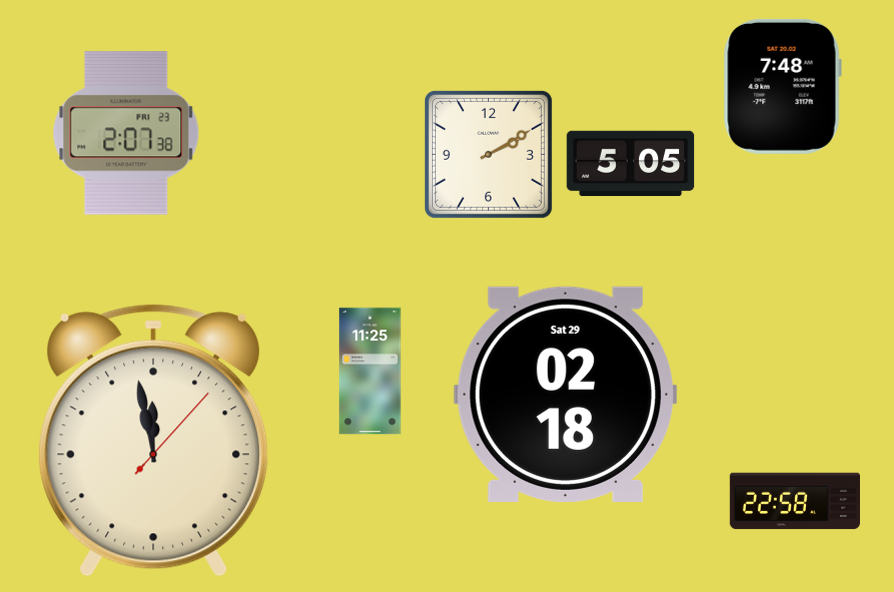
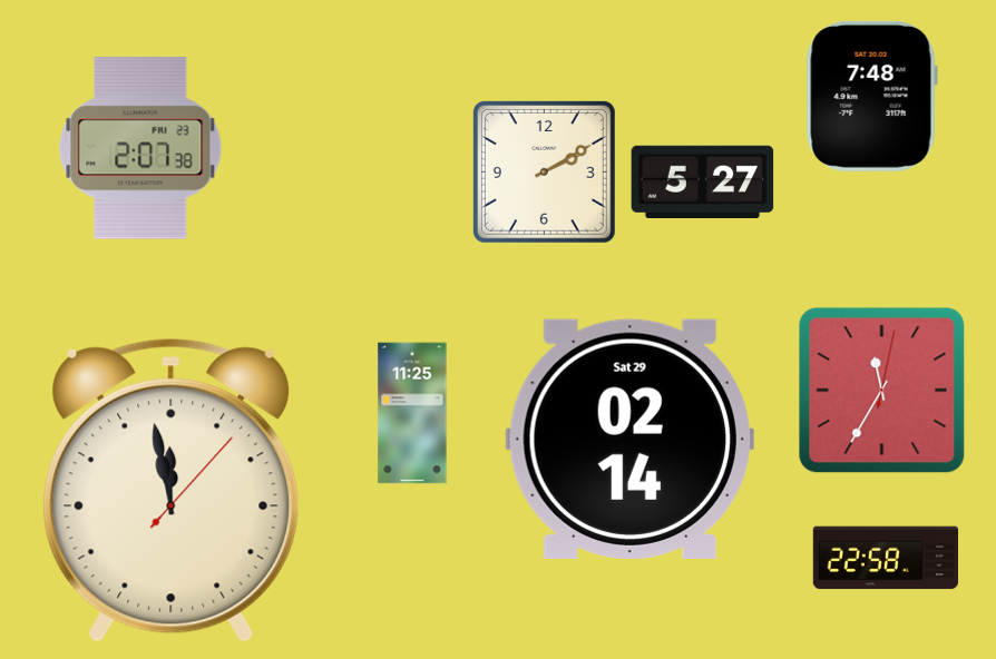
clock at (631, 163): 5:05 -> 5:27
clock at (882, 391): none -> 11:35
clock at (565, 394): 02:18 -> 02:14
